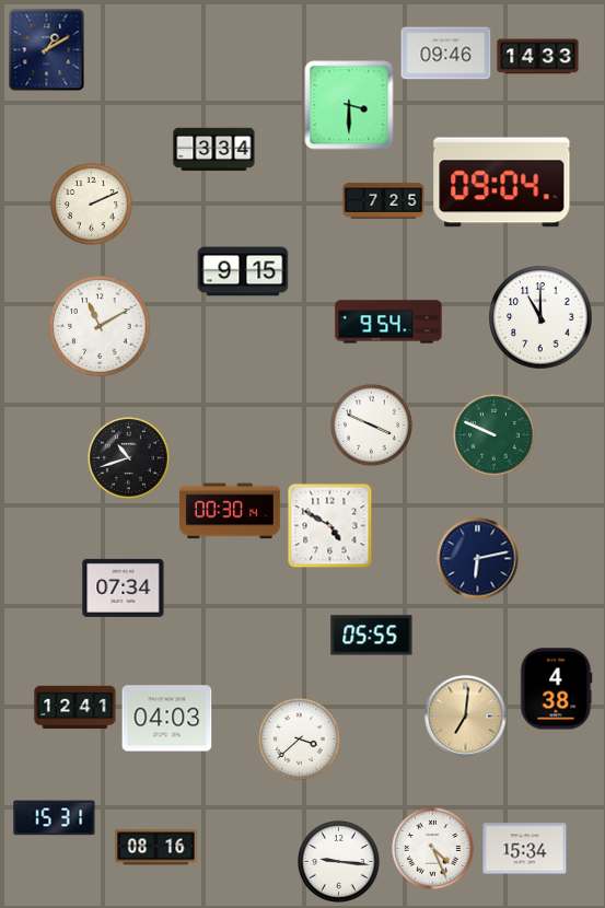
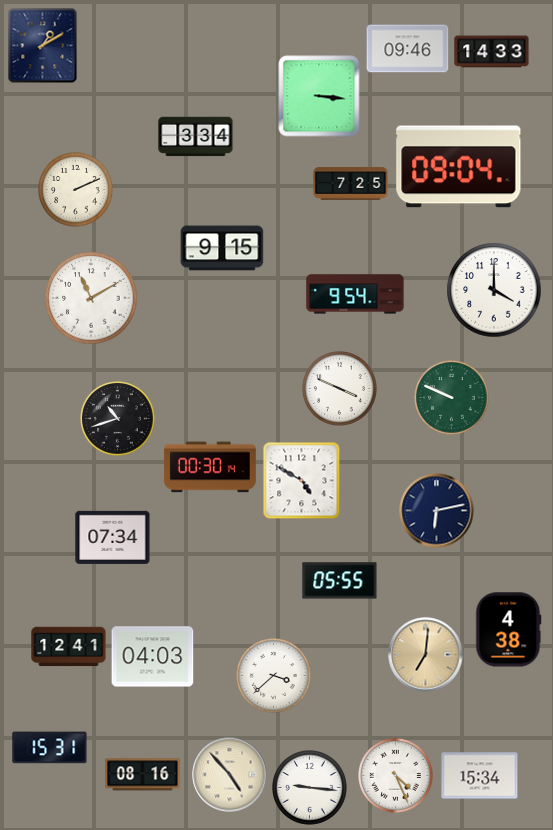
clock at (349, 105): 3:30 -> 3:16
clock at (92, 205) position: (92, 205) -> (76, 190)
clock at (540, 317): 11:00 -> 4:00
clock at (230, 775): none -> 4:53
